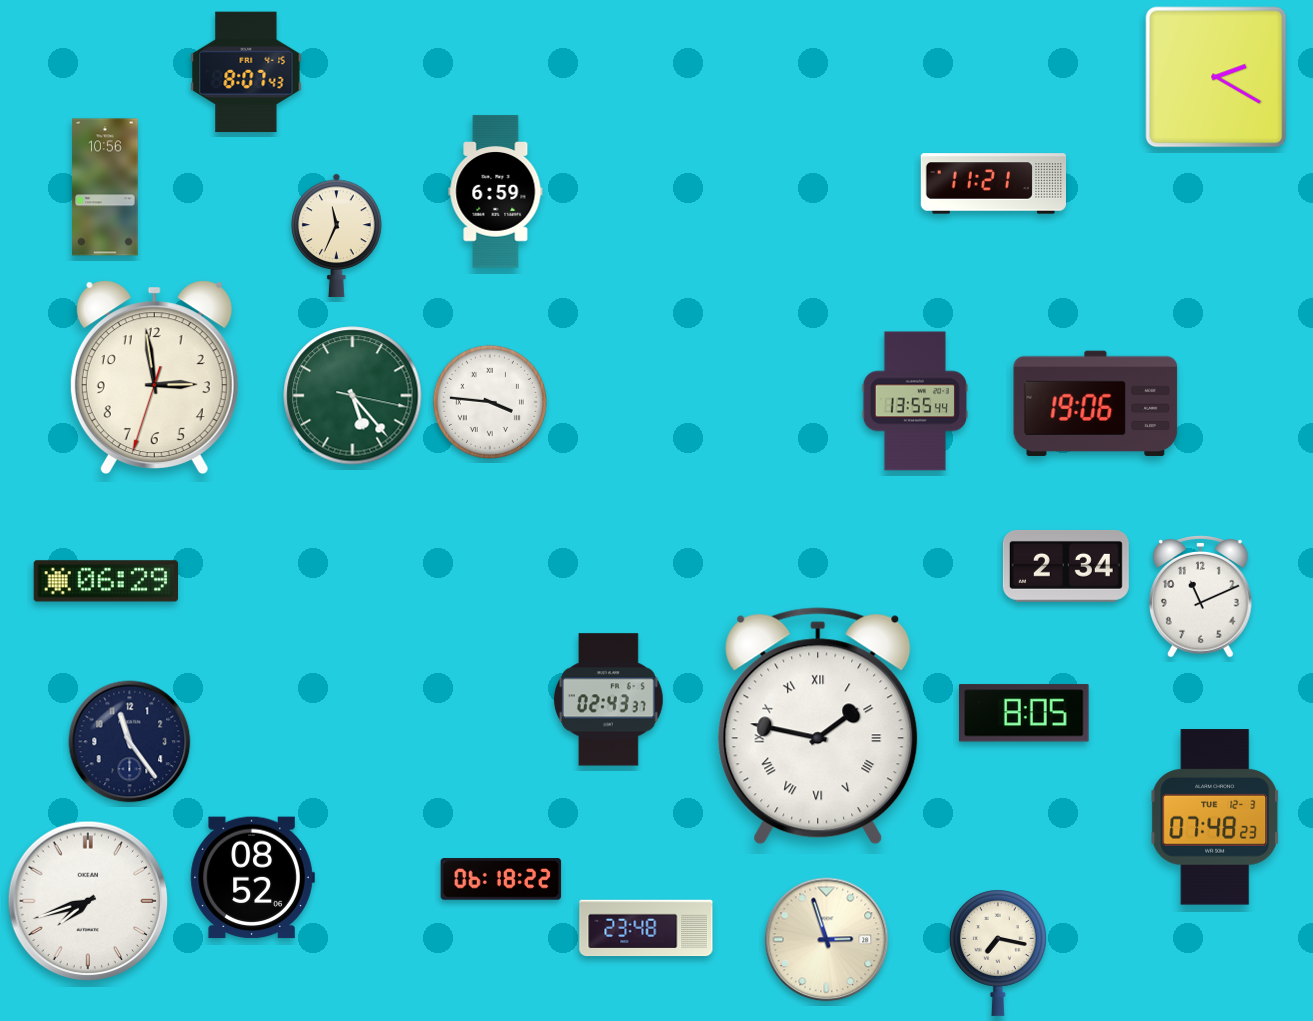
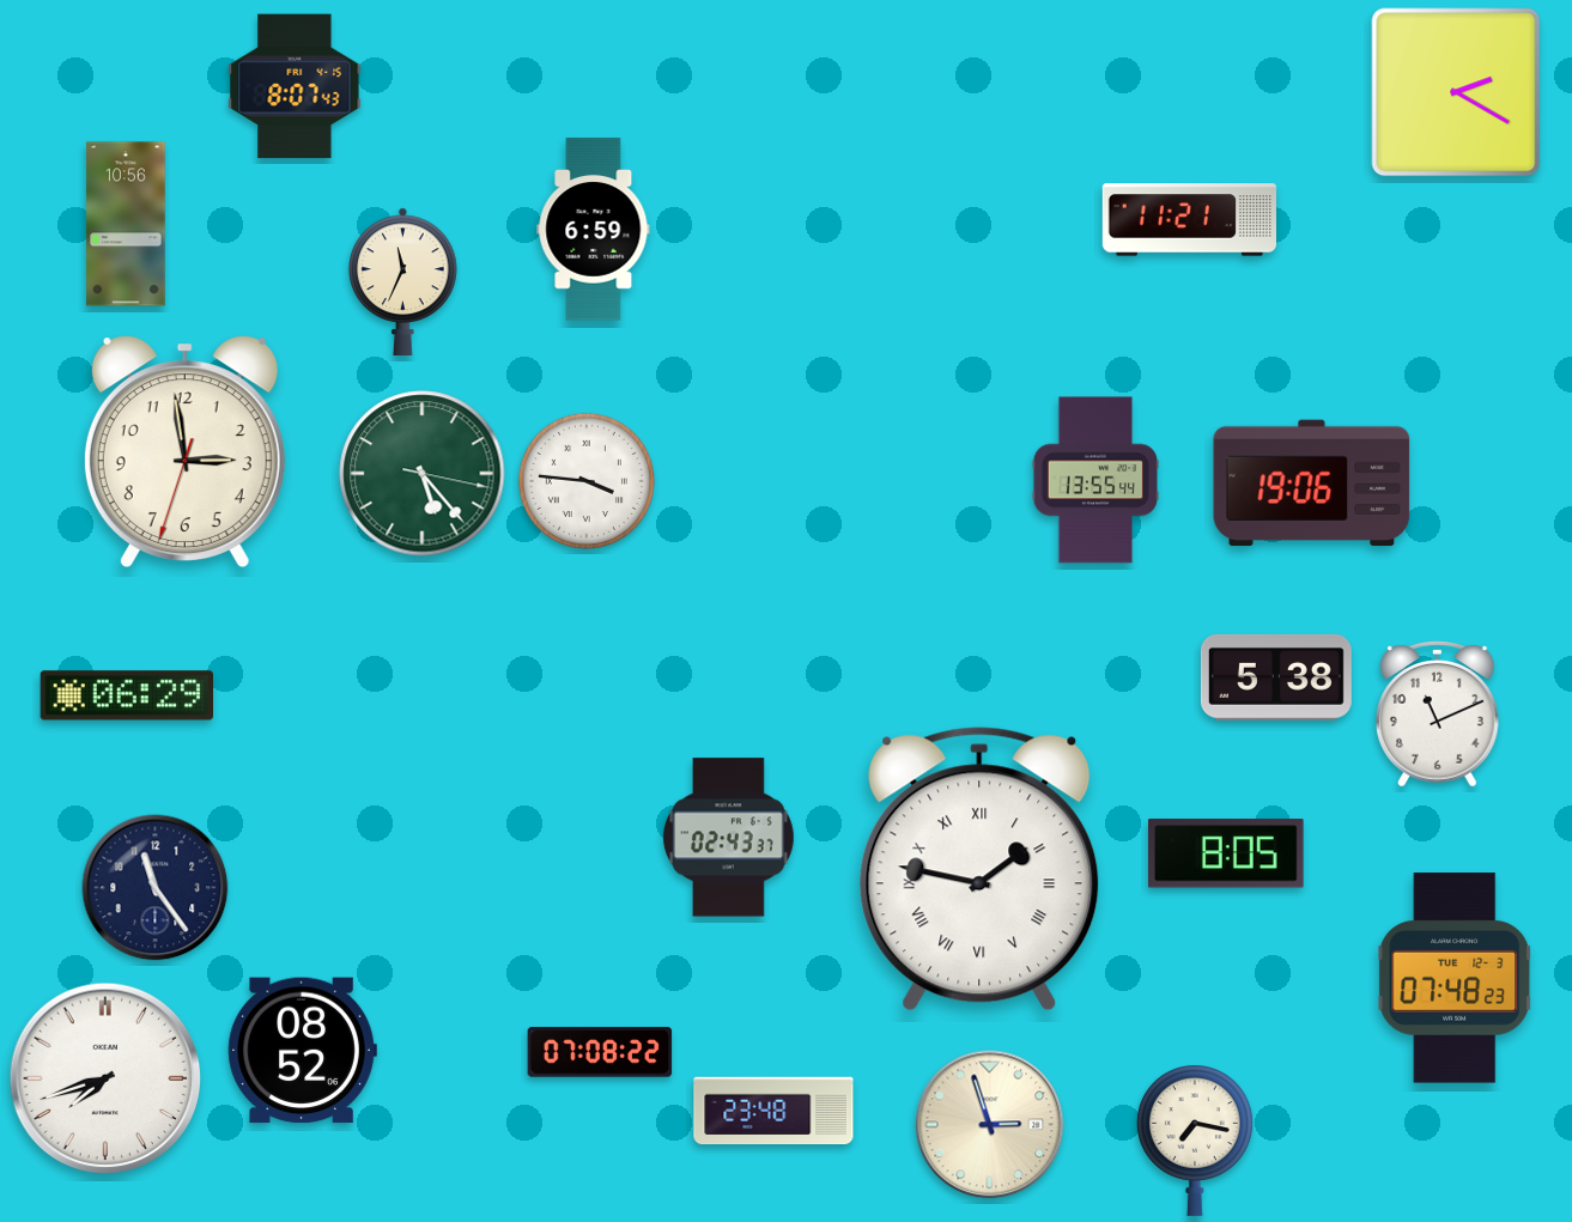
clock at (1066, 566): 2:34 -> 5:38
clock at (501, 879): 06:18 -> 07:08
